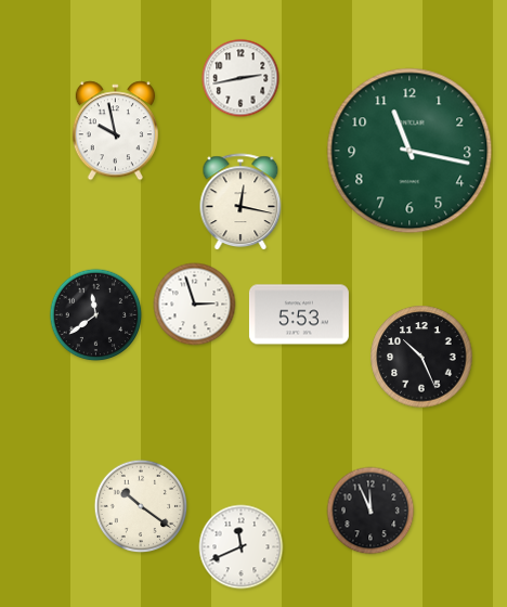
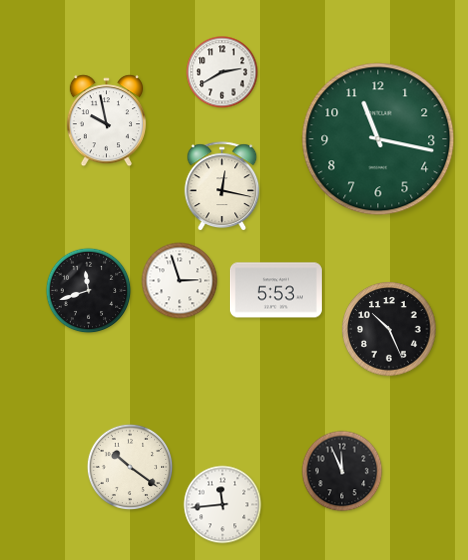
clock at (240, 78): 2:43 -> 2:40
clock at (96, 315): 11:39 -> 11:42
clock at (242, 547): 11:41 -> 11:44
